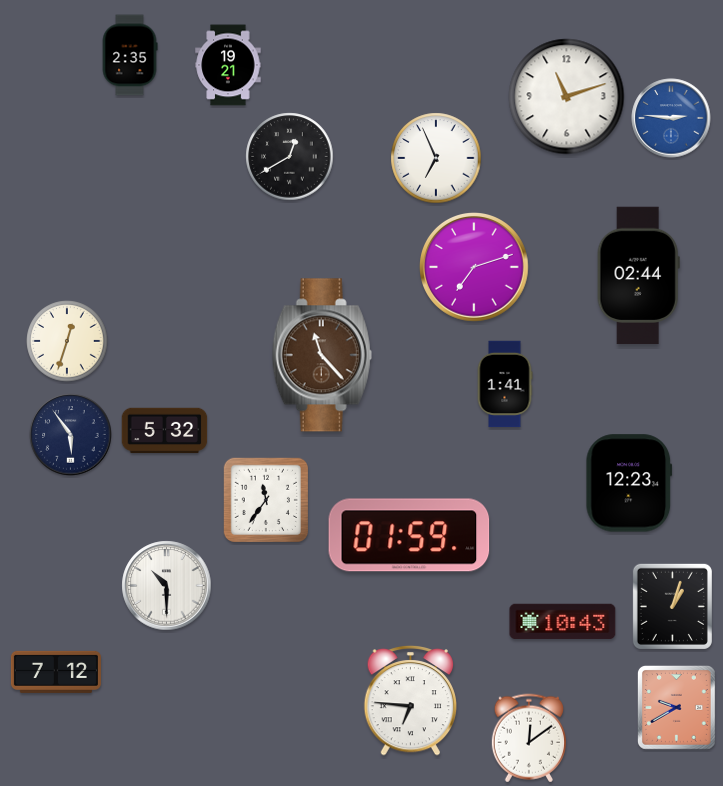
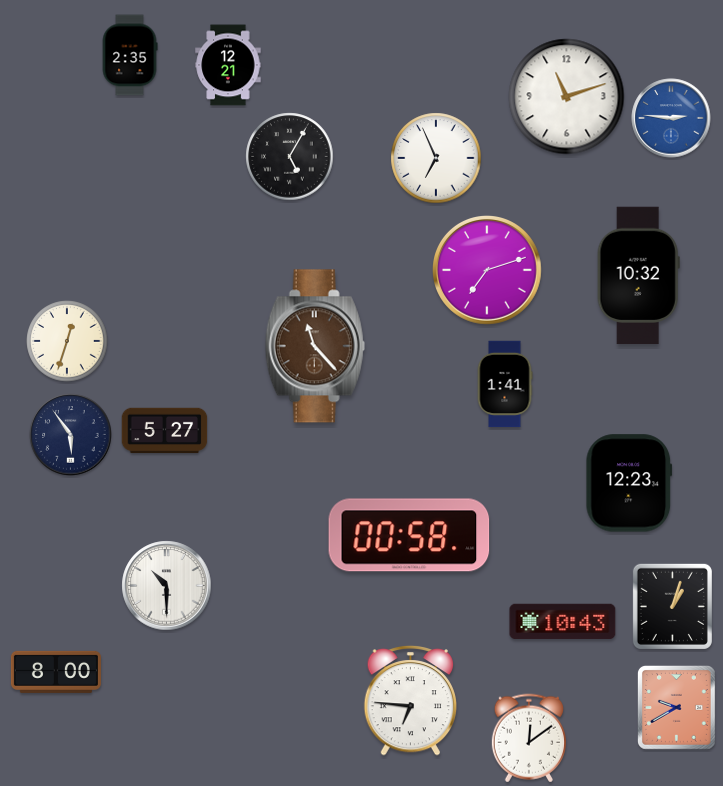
clock at (228, 65): 19:21 -> 12:21
clock at (290, 157): 12:40 -> 5:05
clock at (475, 268) position: (475, 268) -> (488, 271)
clock at (638, 276): 02:44 -> 10:32
clock at (322, 355) position: (322, 355) -> (315, 346)
clock at (165, 431): 5:32 -> 5:27
clock at (265, 499): 11:36 -> none
clock at (409, 535): 01:59 -> 00:58
clock at (56, 672): 7:12 -> 8:00
